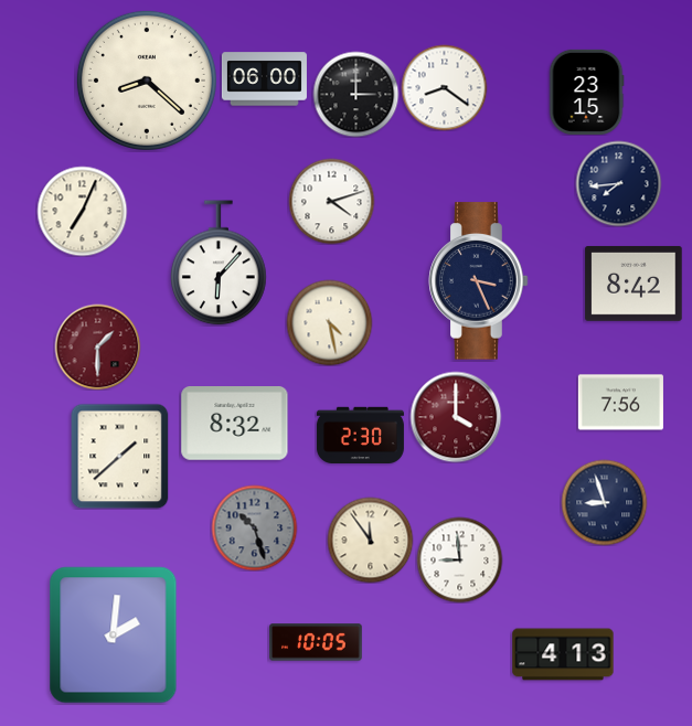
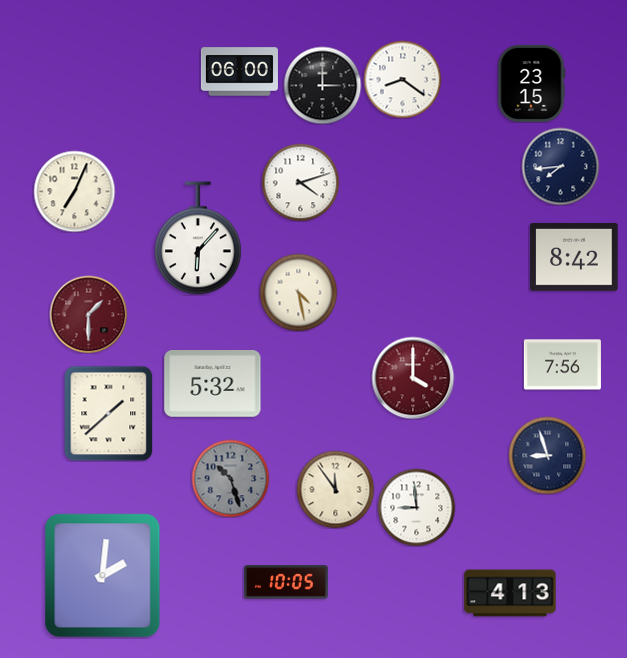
clock at (147, 81): 8:22 -> none
clock at (479, 281): 3:26 -> none
clock at (235, 424): 8:32 -> 5:32
clock at (360, 436): 2:30 -> none
